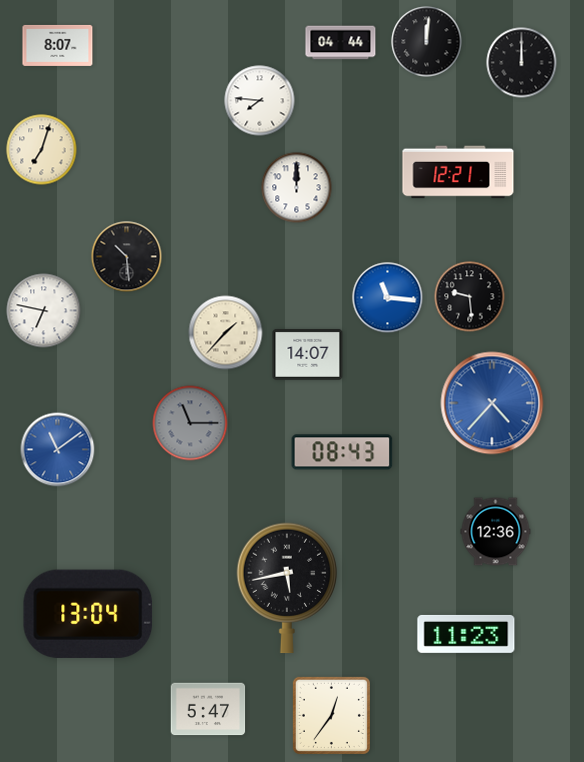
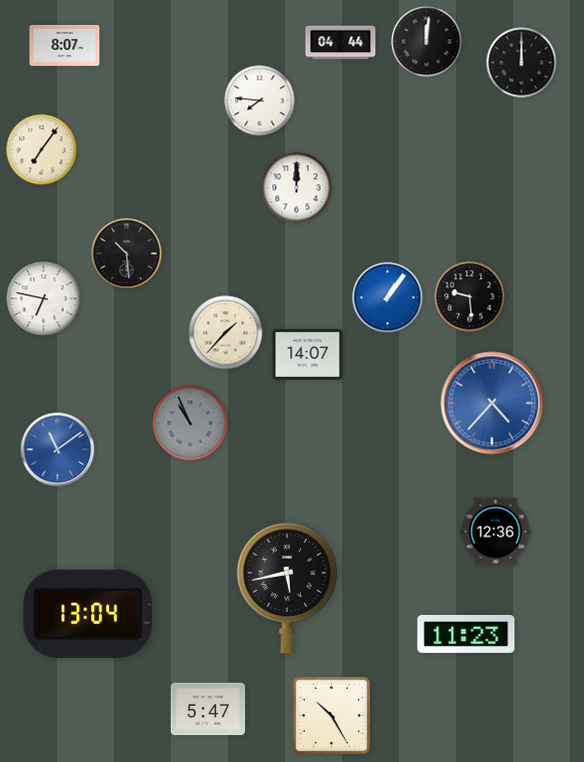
clock at (58, 45) position: (58, 45) -> (65, 45)
clock at (42, 150): 7:03 -> 7:06
clock at (458, 172): 12:21 -> none
clock at (127, 257) position: (127, 257) -> (127, 254)
clock at (388, 298): 11:16 -> 1:06
clock at (44, 311) position: (44, 311) -> (44, 299)
clock at (190, 423): 11:15 -> 10:56
clock at (342, 452): 08:43 -> none
clock at (331, 715): 12:36 -> 10:25
